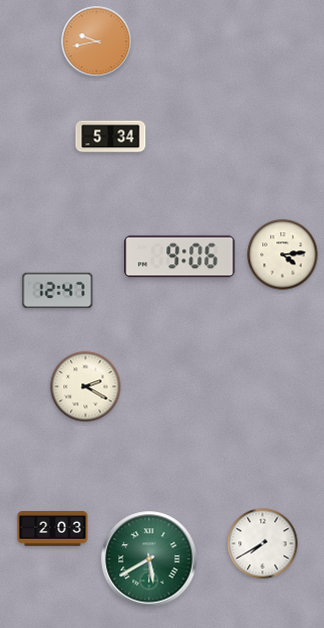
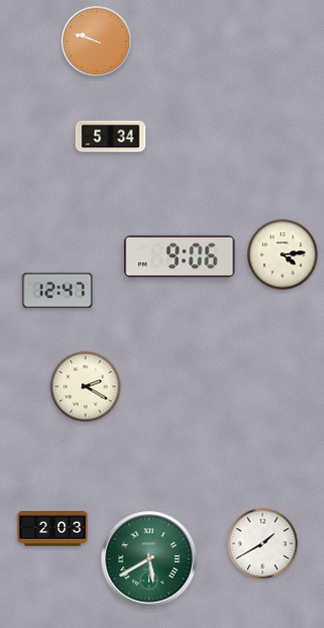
clock at (97, 42): 9:43 -> 9:48
clock at (263, 544): 7:40 -> 1:40
